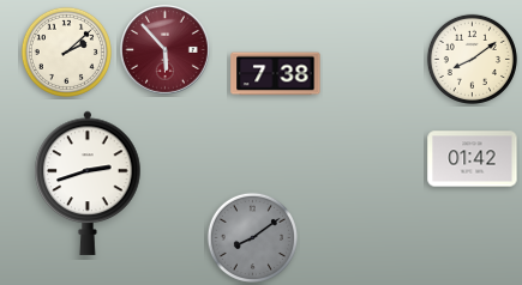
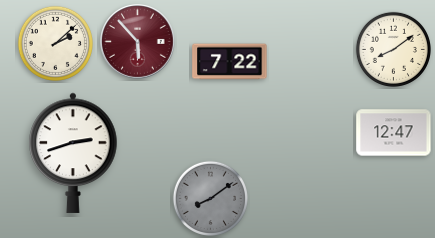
clock at (276, 74): 7:38 -> 7:22
clock at (473, 159): 01:42 -> 12:47
